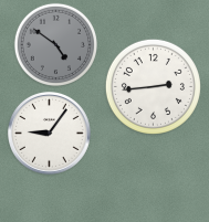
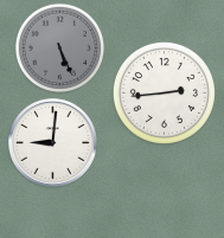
clock at (55, 44): 4:51 -> 5:26
clock at (50, 134): 9:06 -> 9:01
